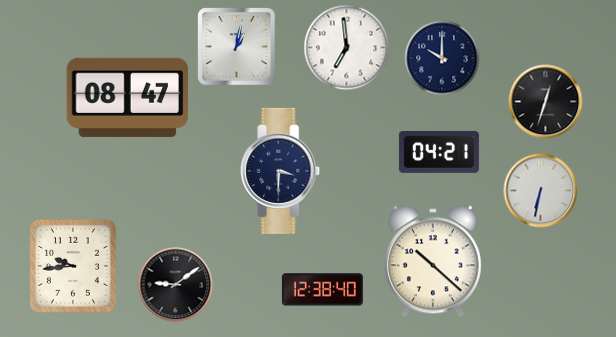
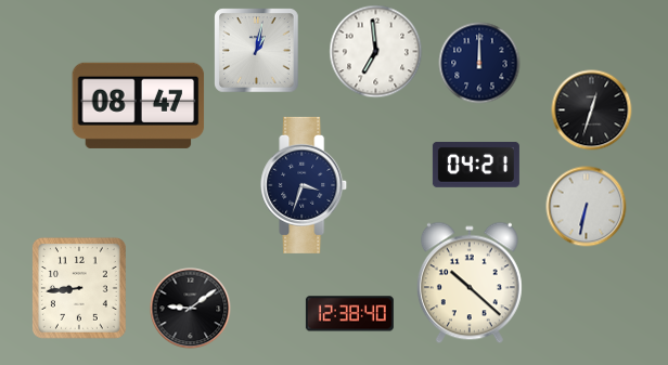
clock at (442, 58): 10:00 -> 12:00
clock at (281, 171): 3:30 -> 3:33
clock at (73, 266): 9:44 -> 8:44
